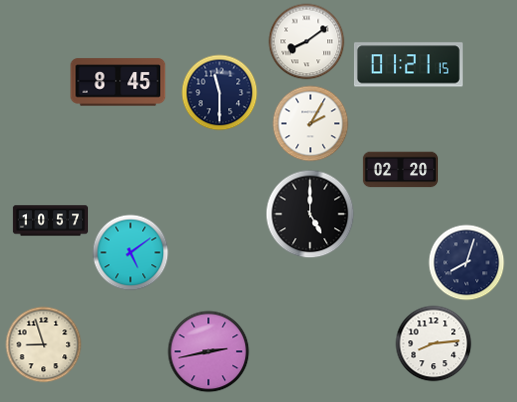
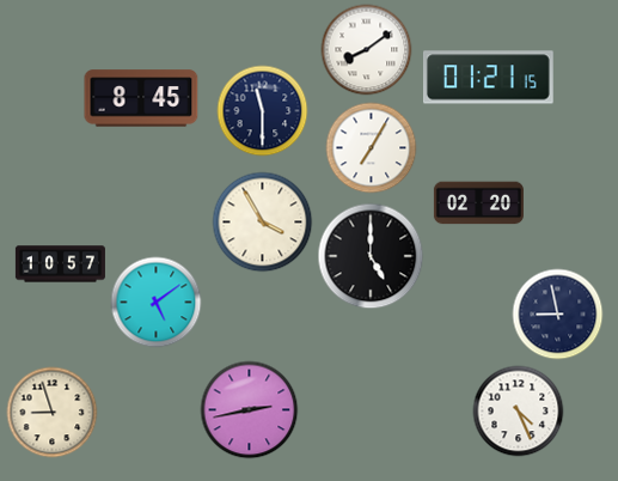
clock at (311, 124): 2:05 -> 7:05
clock at (263, 223): none -> 3:55
clock at (467, 263): 8:03 -> 8:58
clock at (434, 344): 8:14 -> 4:26
clock at (209, 352) position: (209, 352) -> (250, 410)
